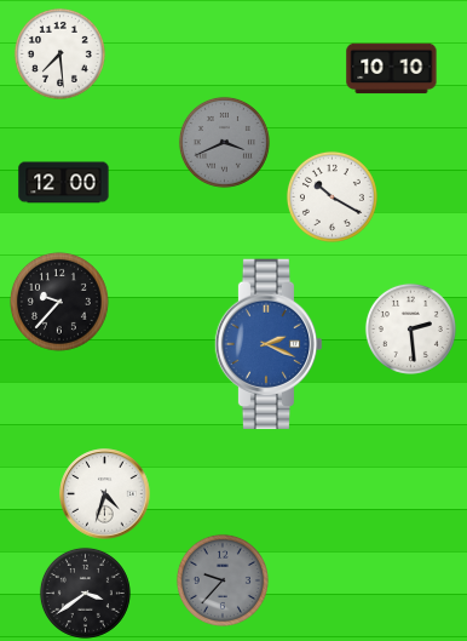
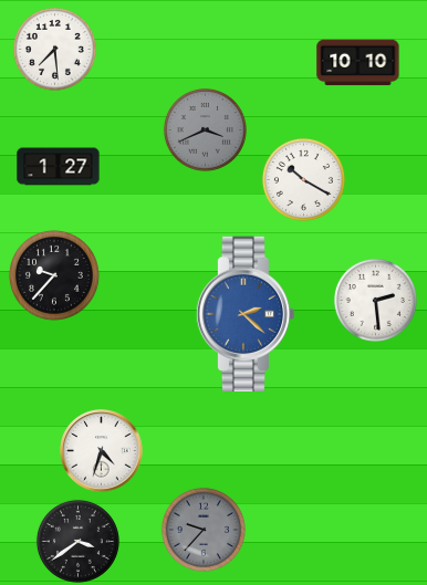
clock at (64, 183): 12:00 -> 1:27
clock at (269, 344): 2:19 -> 2:22
clock at (105, 494) position: (105, 494) -> (102, 451)
